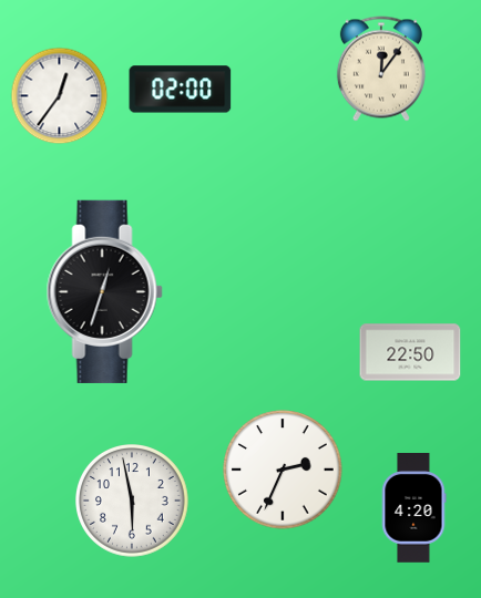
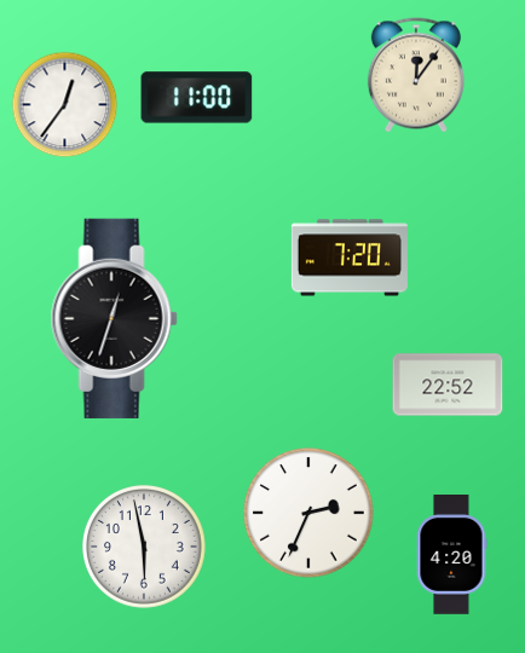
clock at (181, 90): 02:00 -> 11:00
clock at (350, 258): none -> 7:20
clock at (410, 352): 22:50 -> 22:52
